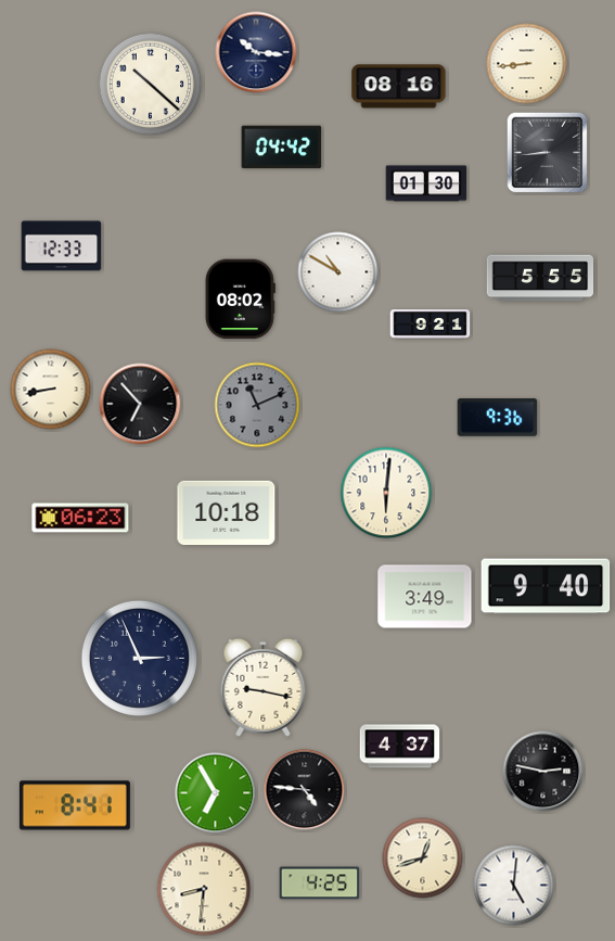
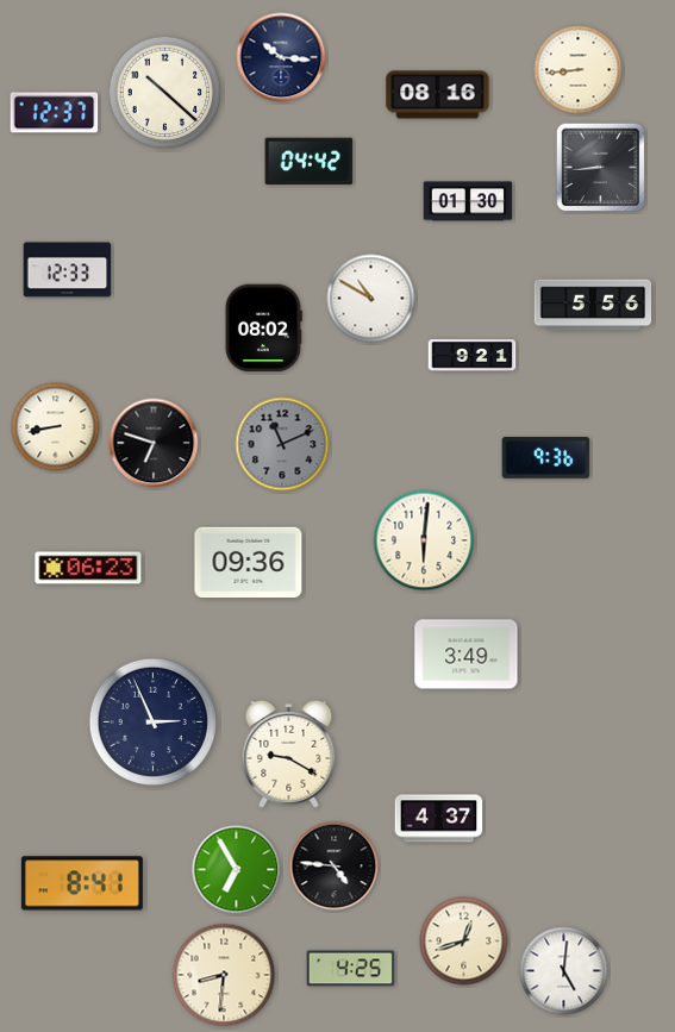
clock at (55, 113): none -> 12:37
clock at (540, 278): 5:55 -> 5:56
clock at (140, 404): 6:53 -> 6:48
clock at (227, 513): 10:18 -> 09:36
clock at (546, 586): 9:40 -> none
clock at (264, 687): 9:17 -> 9:20
clock at (543, 772): 2:47 -> none
